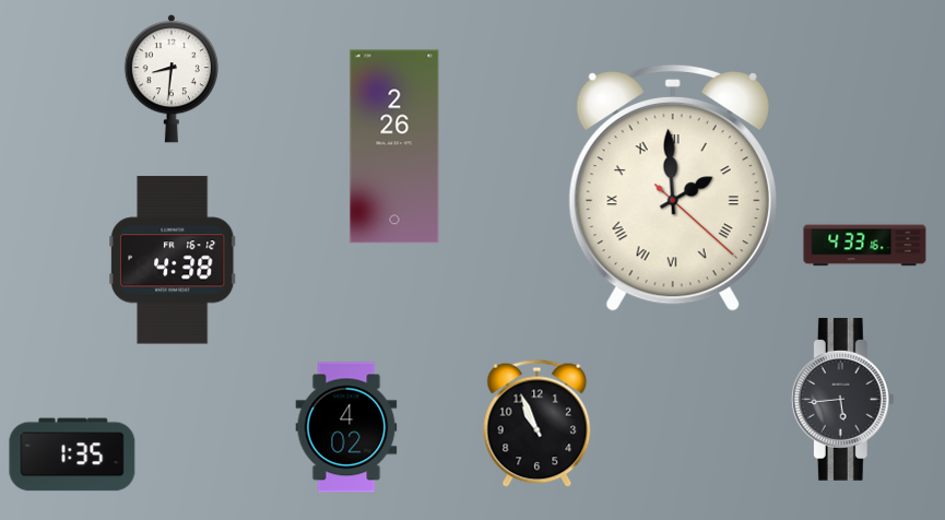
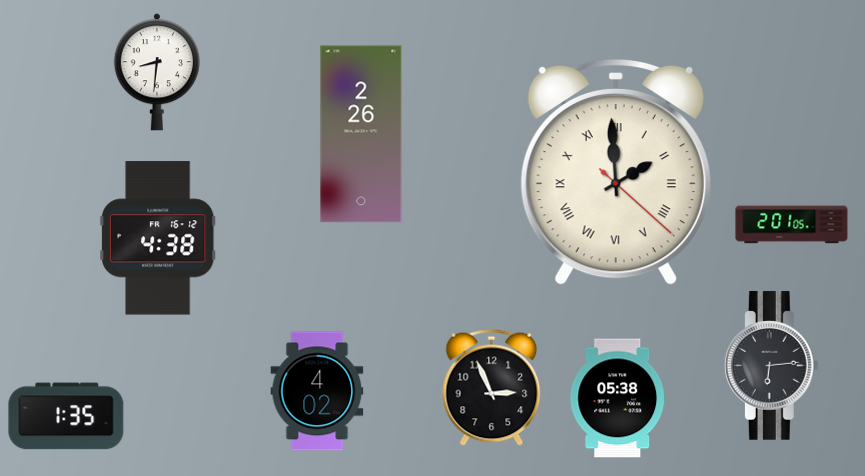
clock at (865, 246): 4:33 -> 2:01
clock at (842, 400): 5:44 -> 6:14
clock at (538, 423): 10:56 -> 2:56
clock at (618, 398): none -> 05:38
